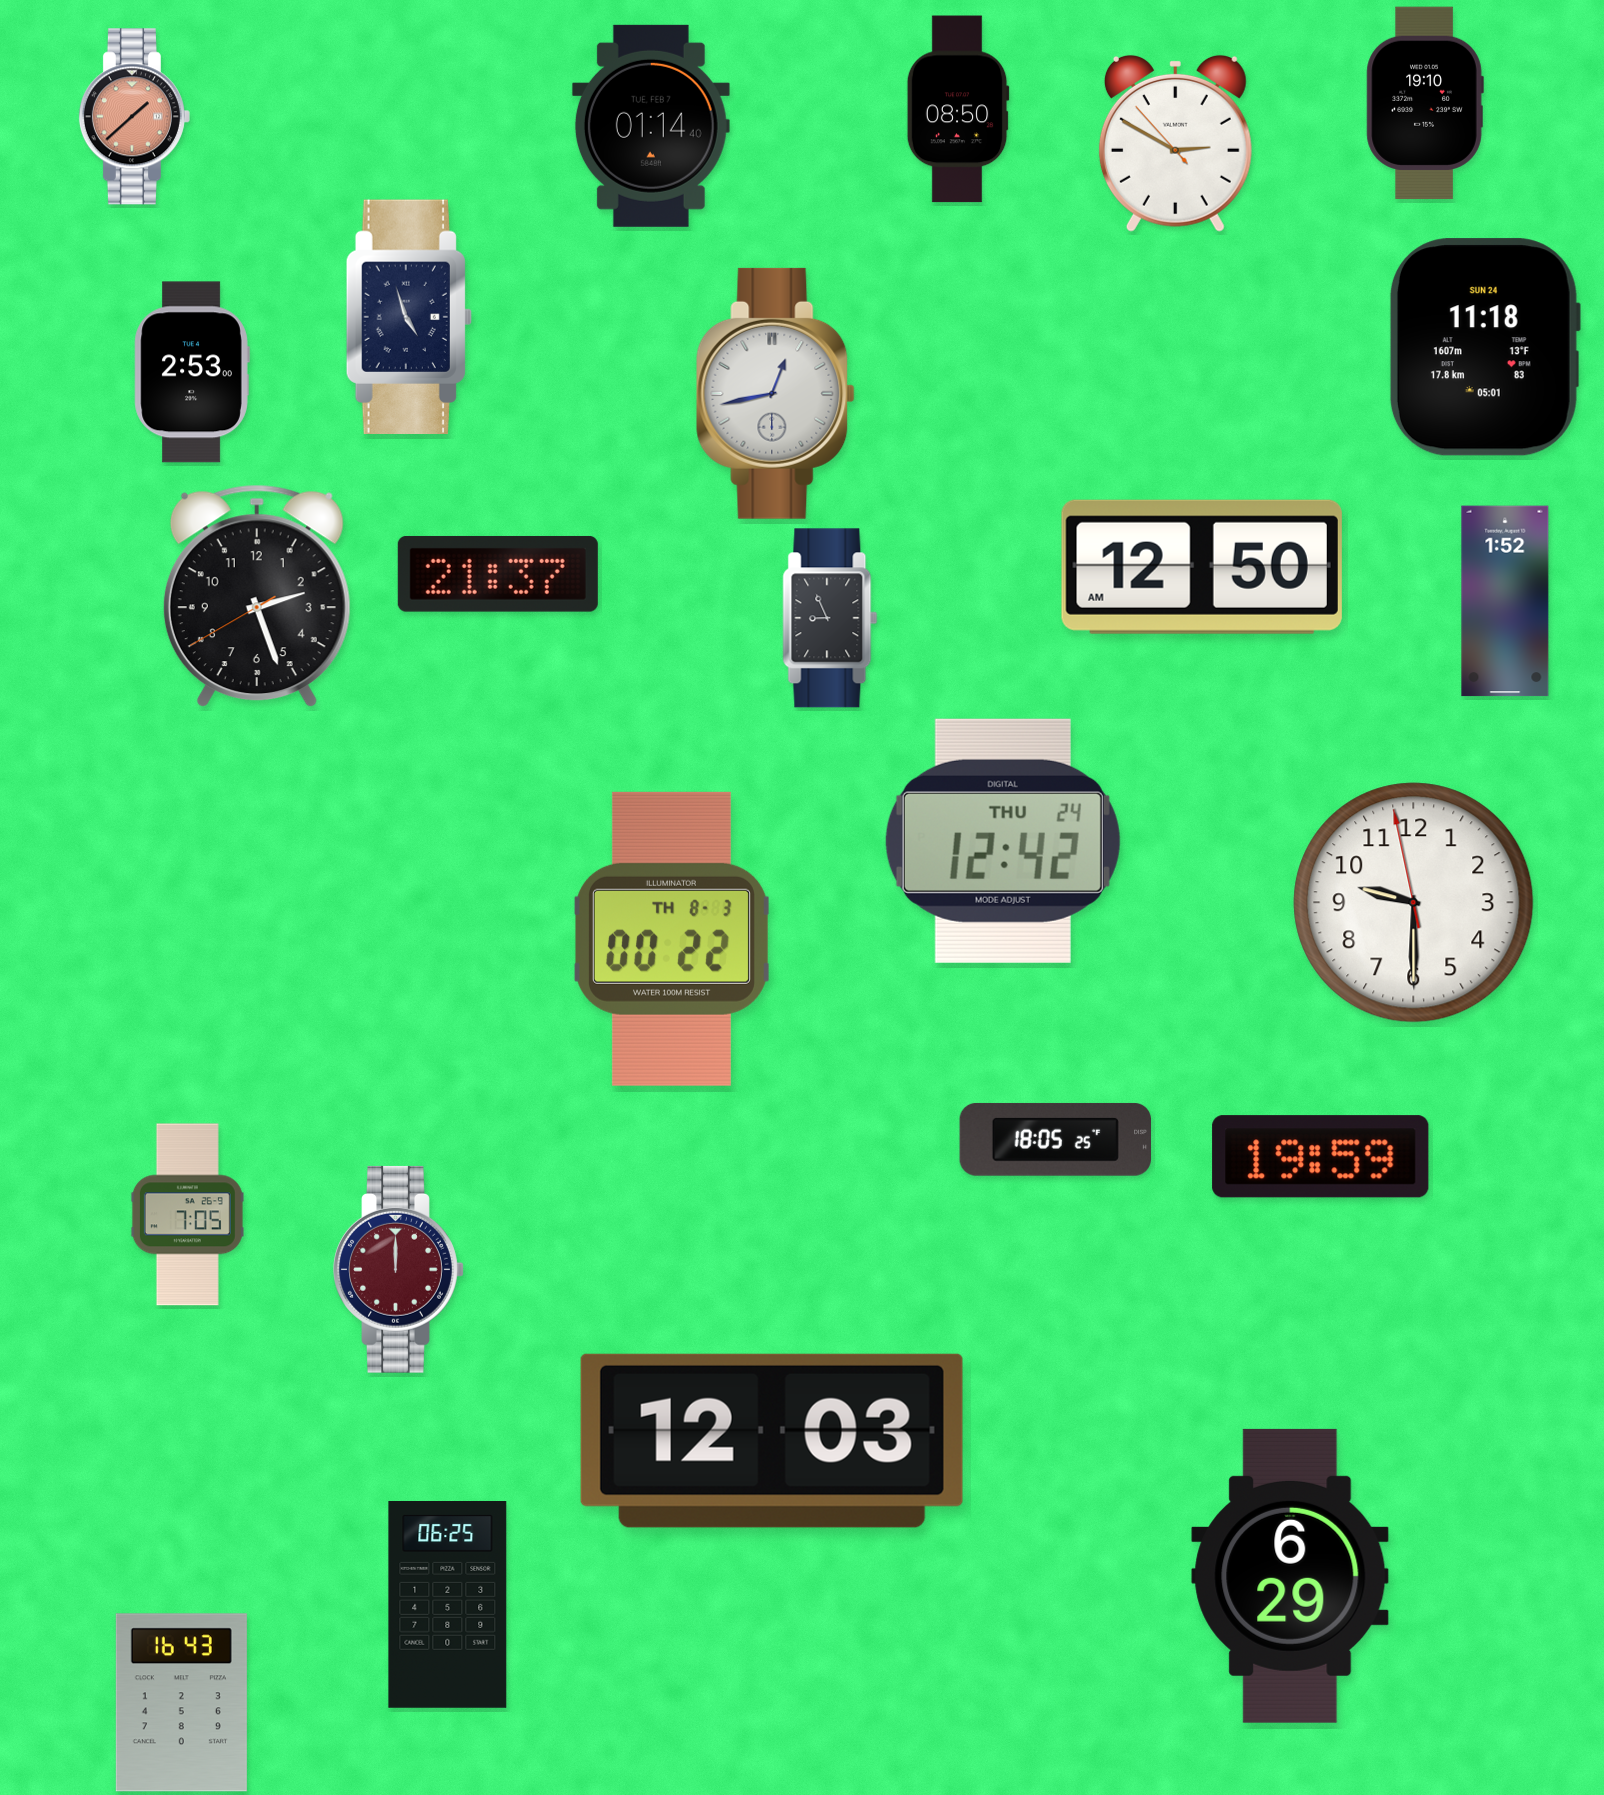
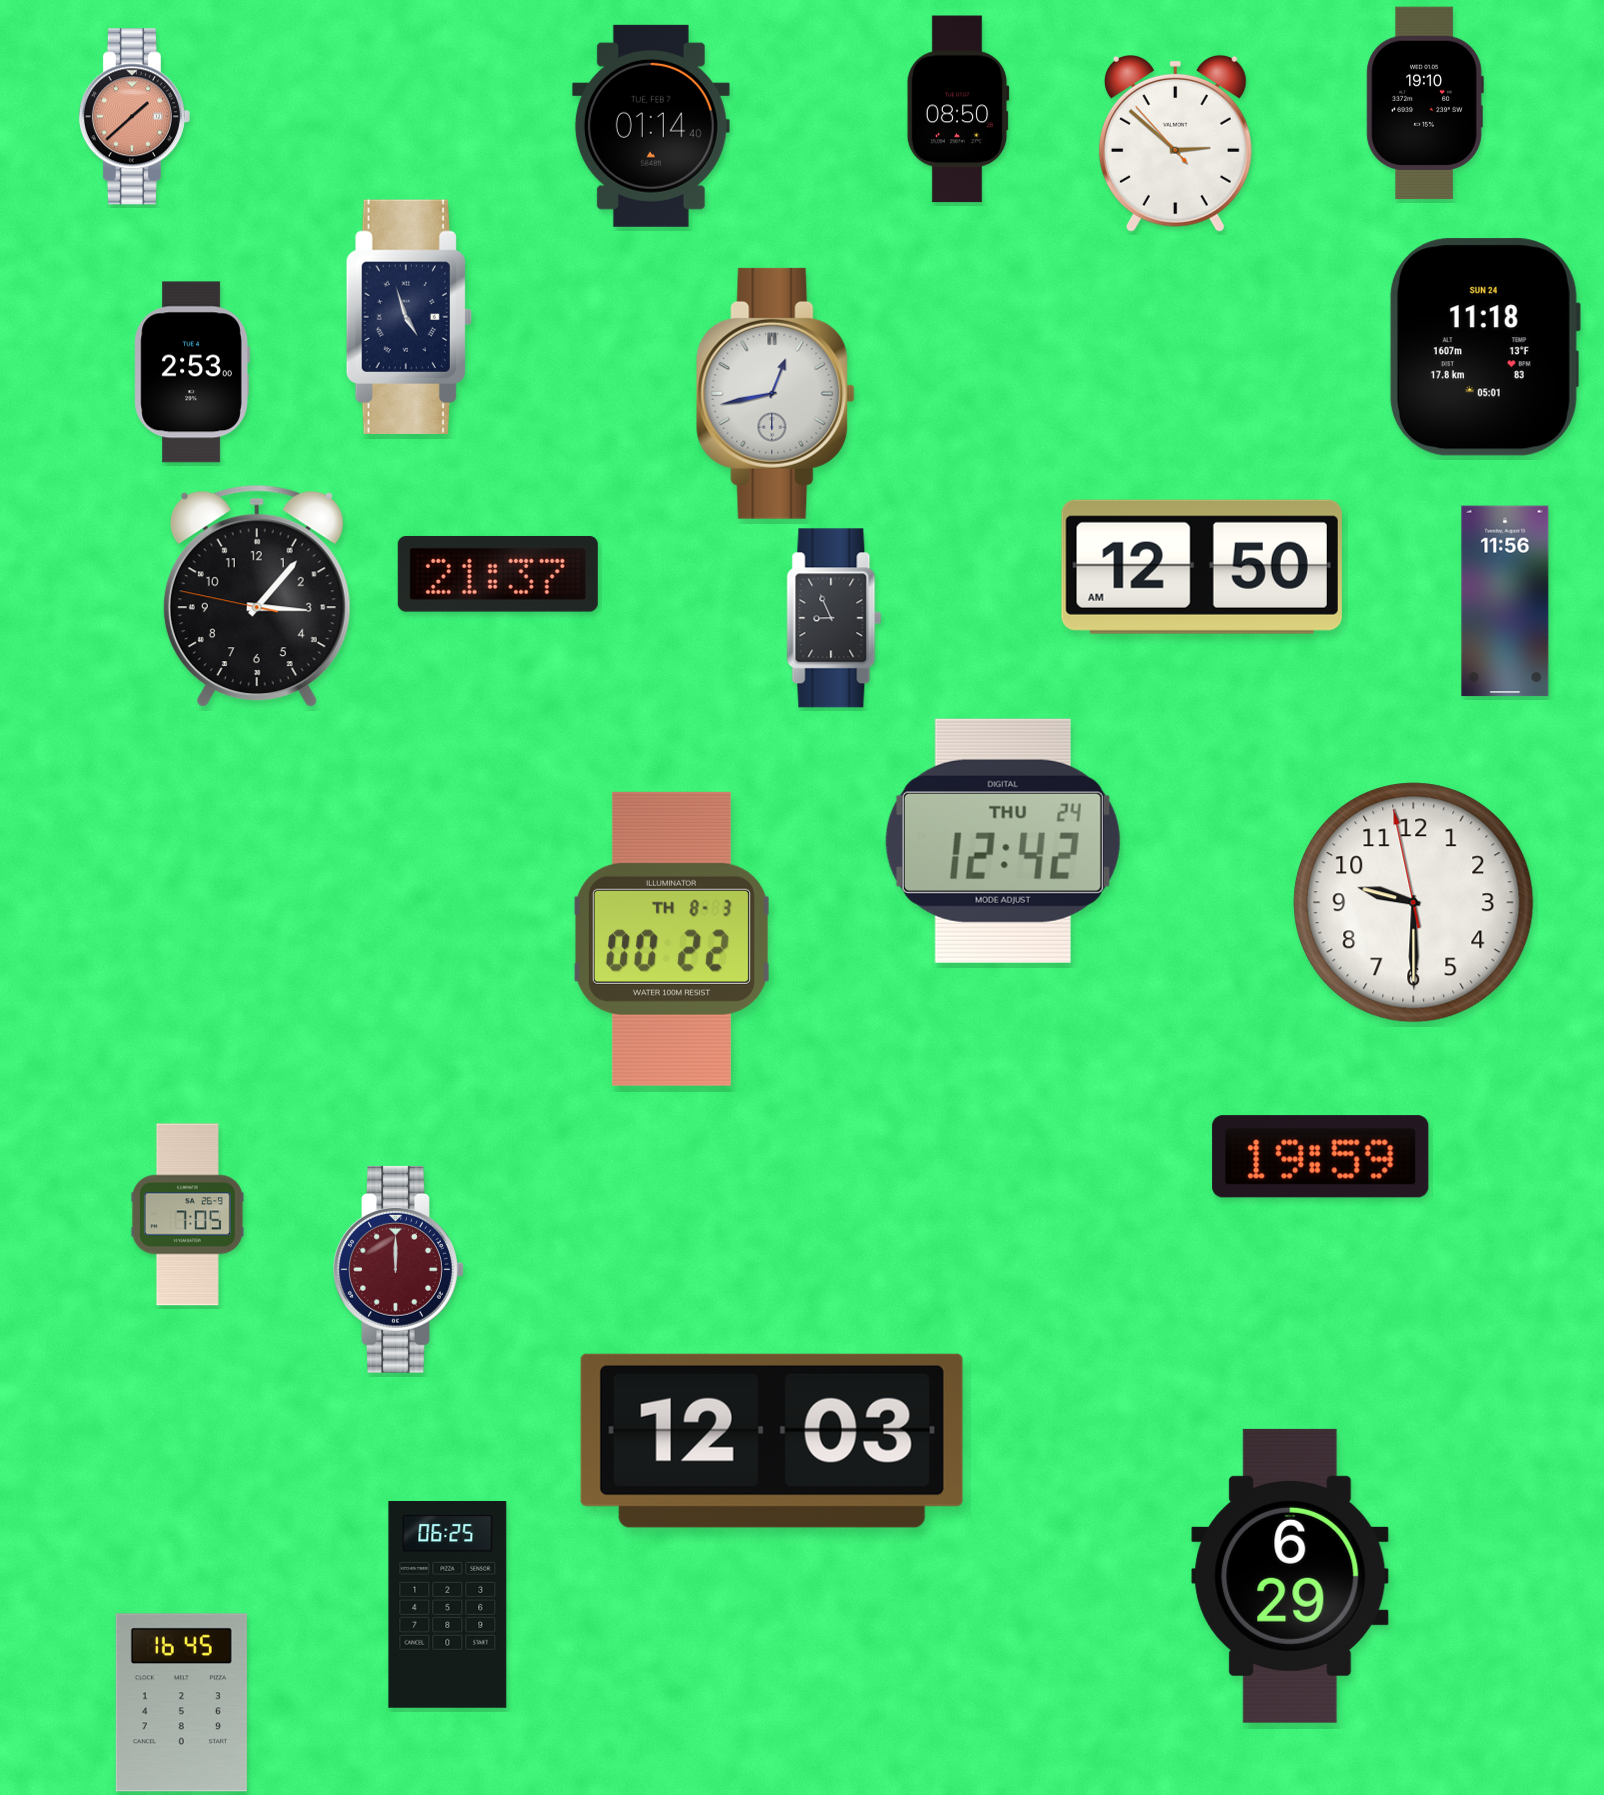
clock at (1175, 143): 2:49 -> 2:51
clock at (257, 596): 2:26 -> 3:06
clock at (1505, 601): 1:52 -> 11:56
clock at (830, 618) position: (830, 618) -> (834, 618)
clock at (1055, 1139): 18:05 -> none
clock at (181, 1703): 16:43 -> 16:45
